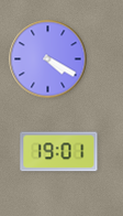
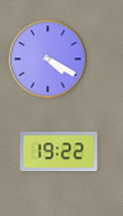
clock at (59, 152): 19:01 -> 19:22
